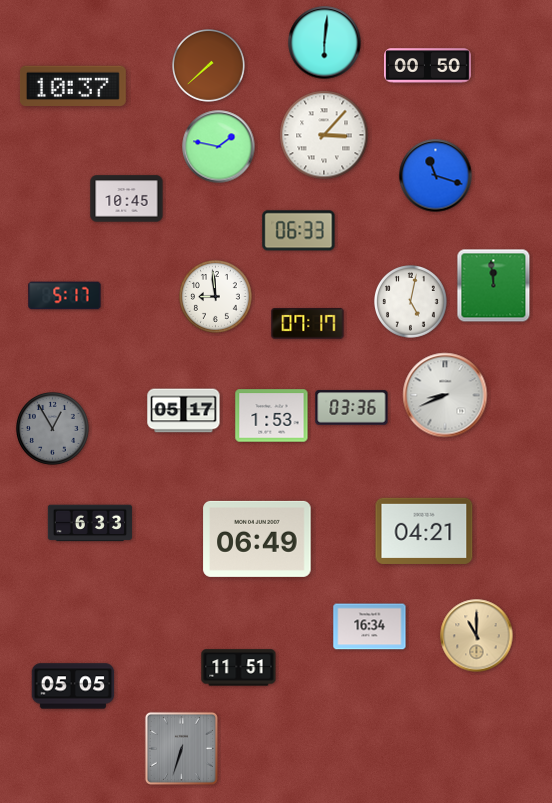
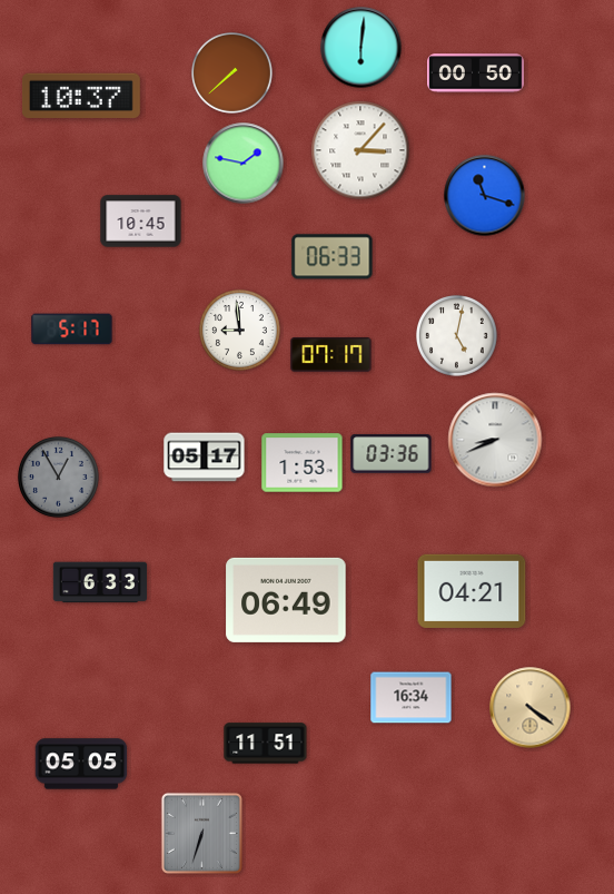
clock at (494, 286): 11:59 -> none
clock at (308, 324) position: (308, 324) -> (331, 355)
clock at (477, 636): 11:00 -> 4:21
